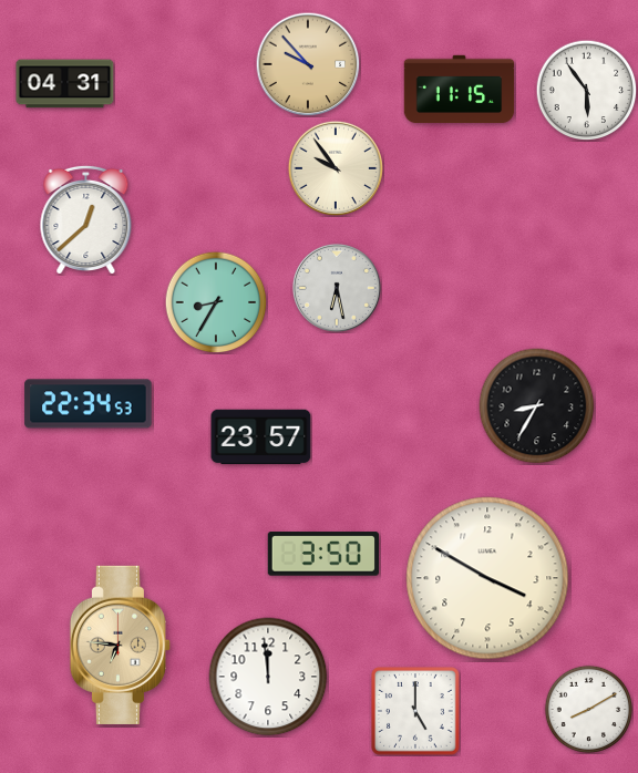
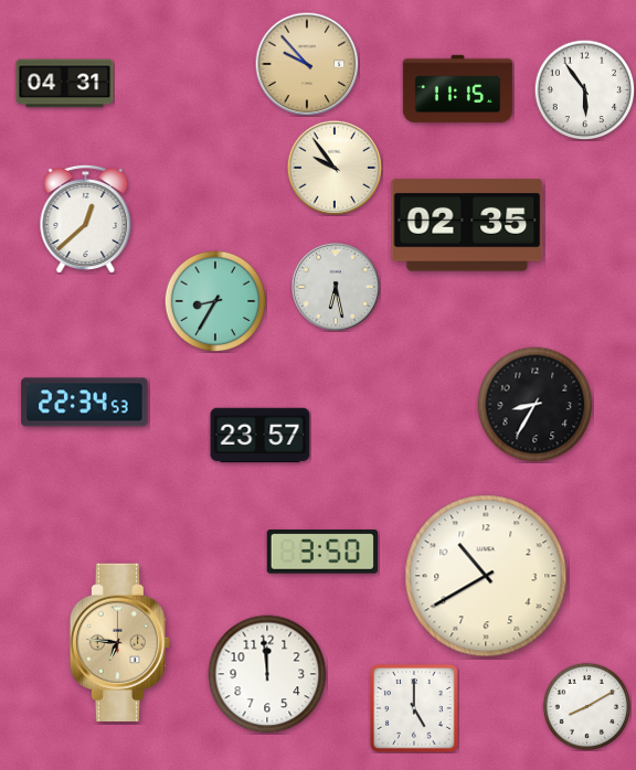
clock at (467, 225): none -> 02:35
clock at (89, 404) position: (89, 404) -> (85, 403)
clock at (487, 578): 3:50 -> 10:40
